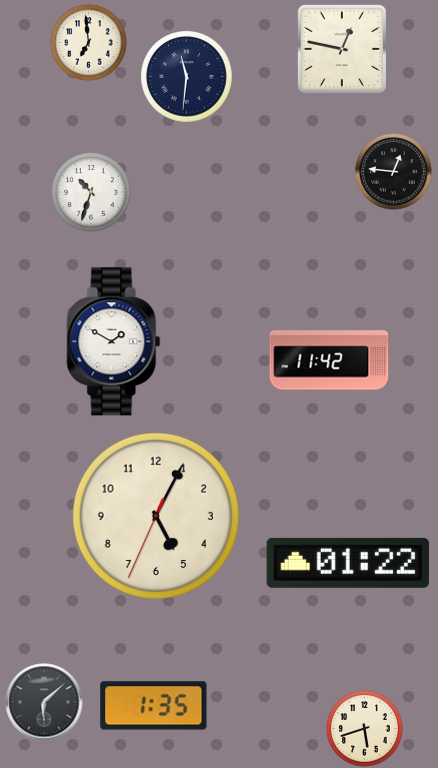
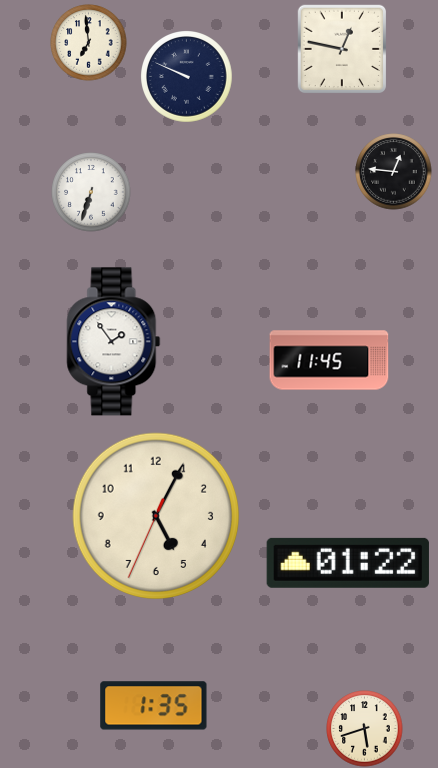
clock at (187, 77): 11:31 -> 9:49
clock at (91, 192): 10:33 -> 6:33
clock at (114, 342): 1:50 -> 1:54
clock at (329, 360): 11:42 -> 11:45
clock at (44, 702): 6:08 -> none
